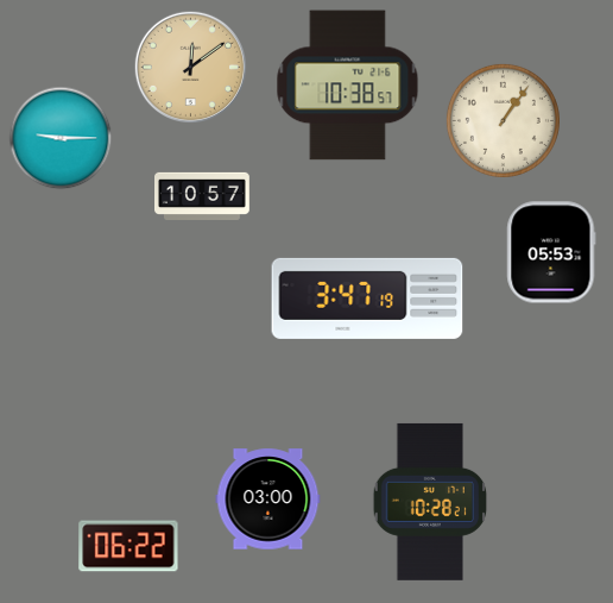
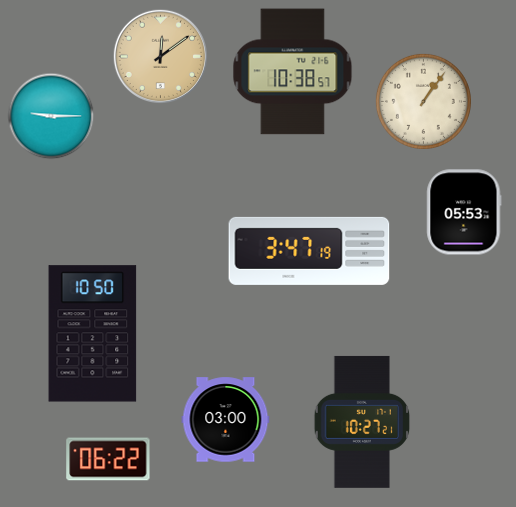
clock at (203, 195): 10:57 -> none
clock at (93, 334): none -> 10:50
clock at (430, 502): 10:28 -> 10:27
